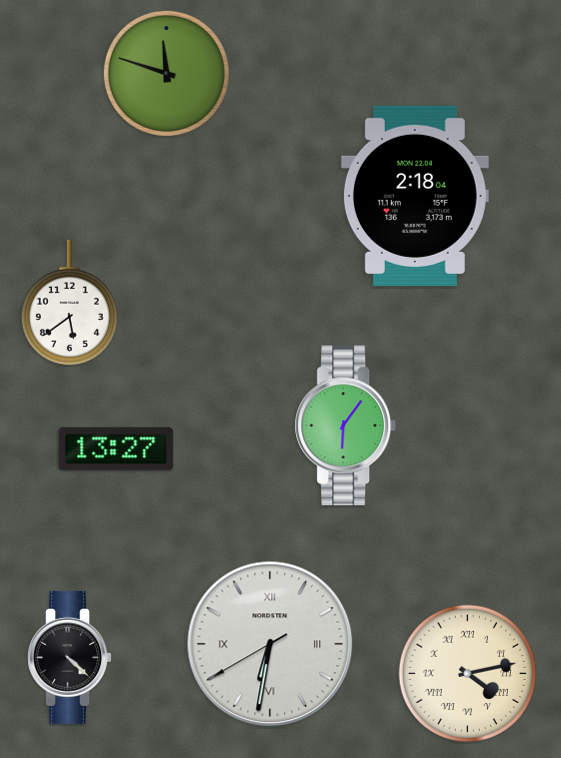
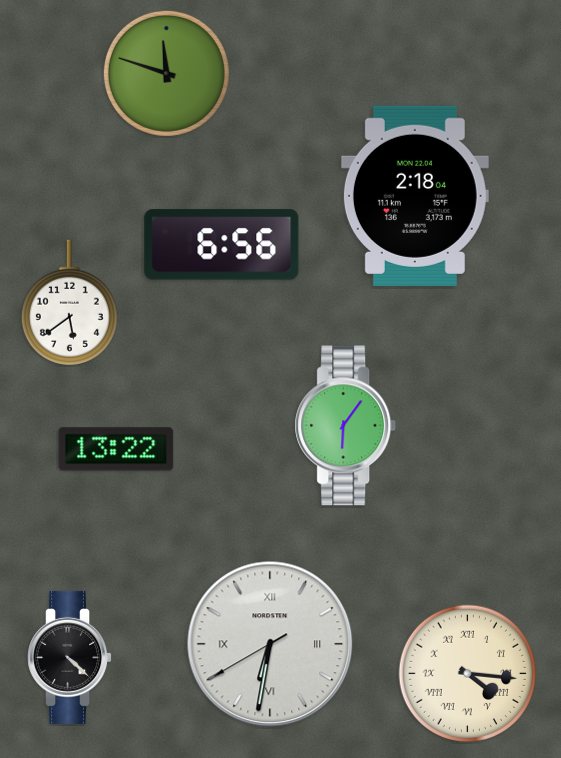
clock at (222, 245): none -> 6:56
clock at (116, 449): 13:27 -> 13:22
clock at (467, 673): 4:13 -> 4:16
